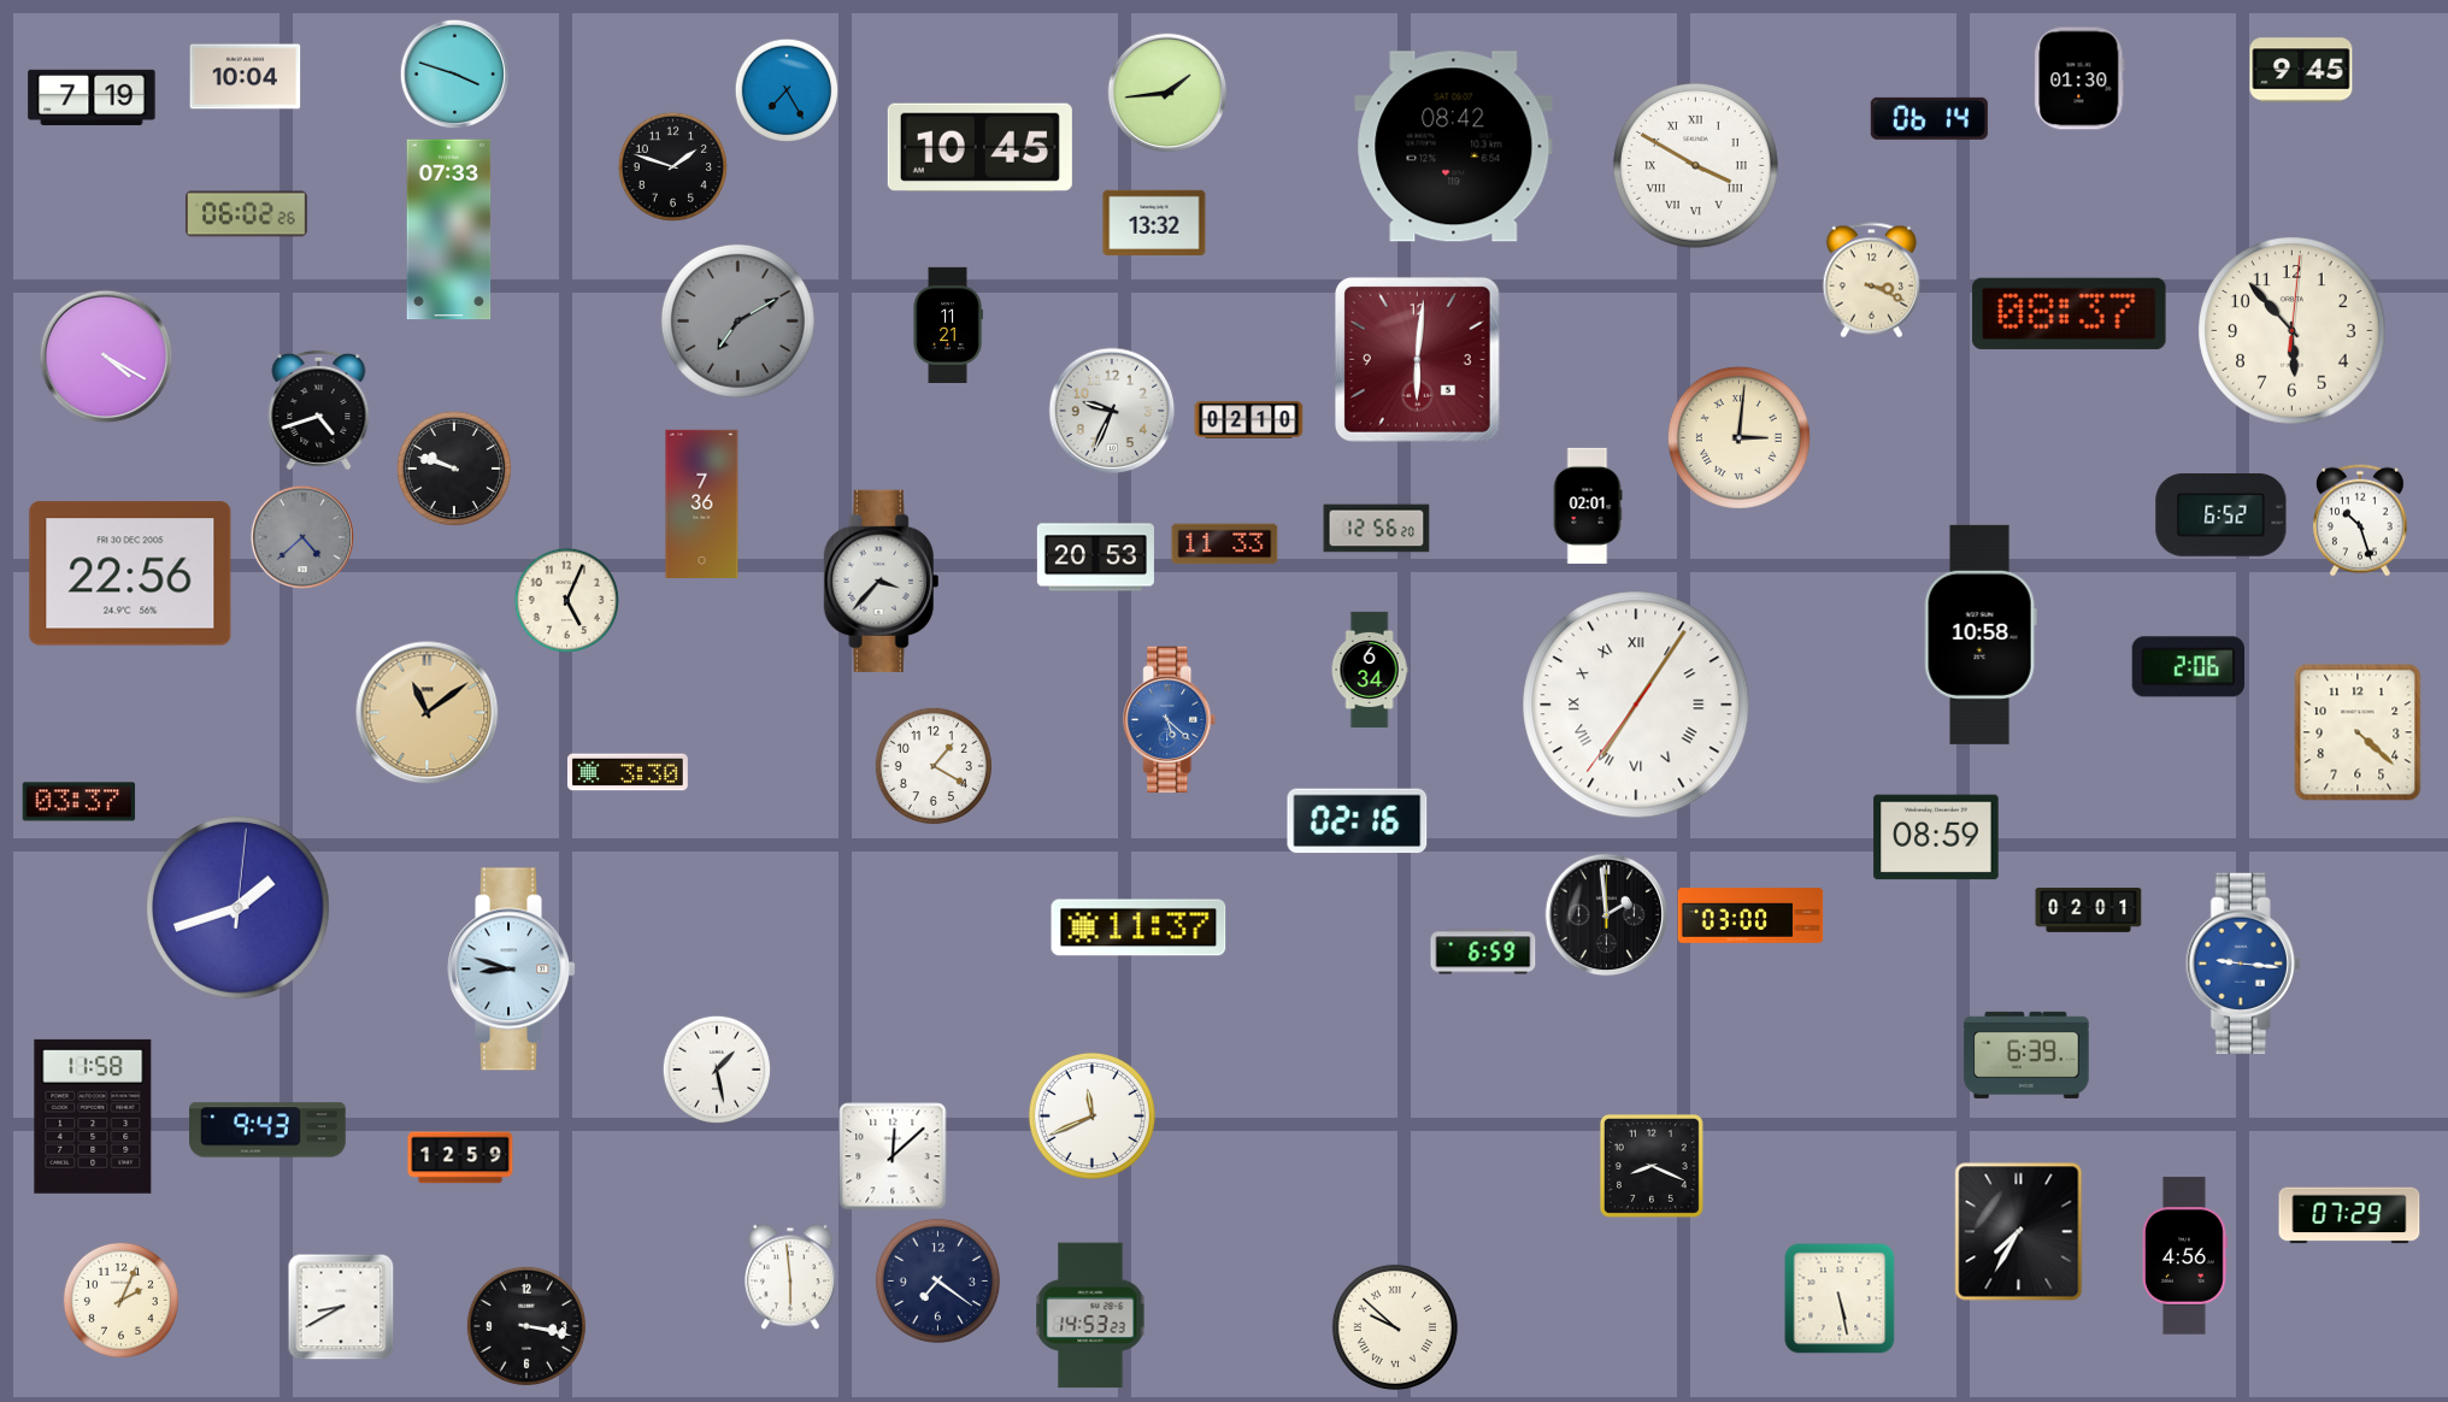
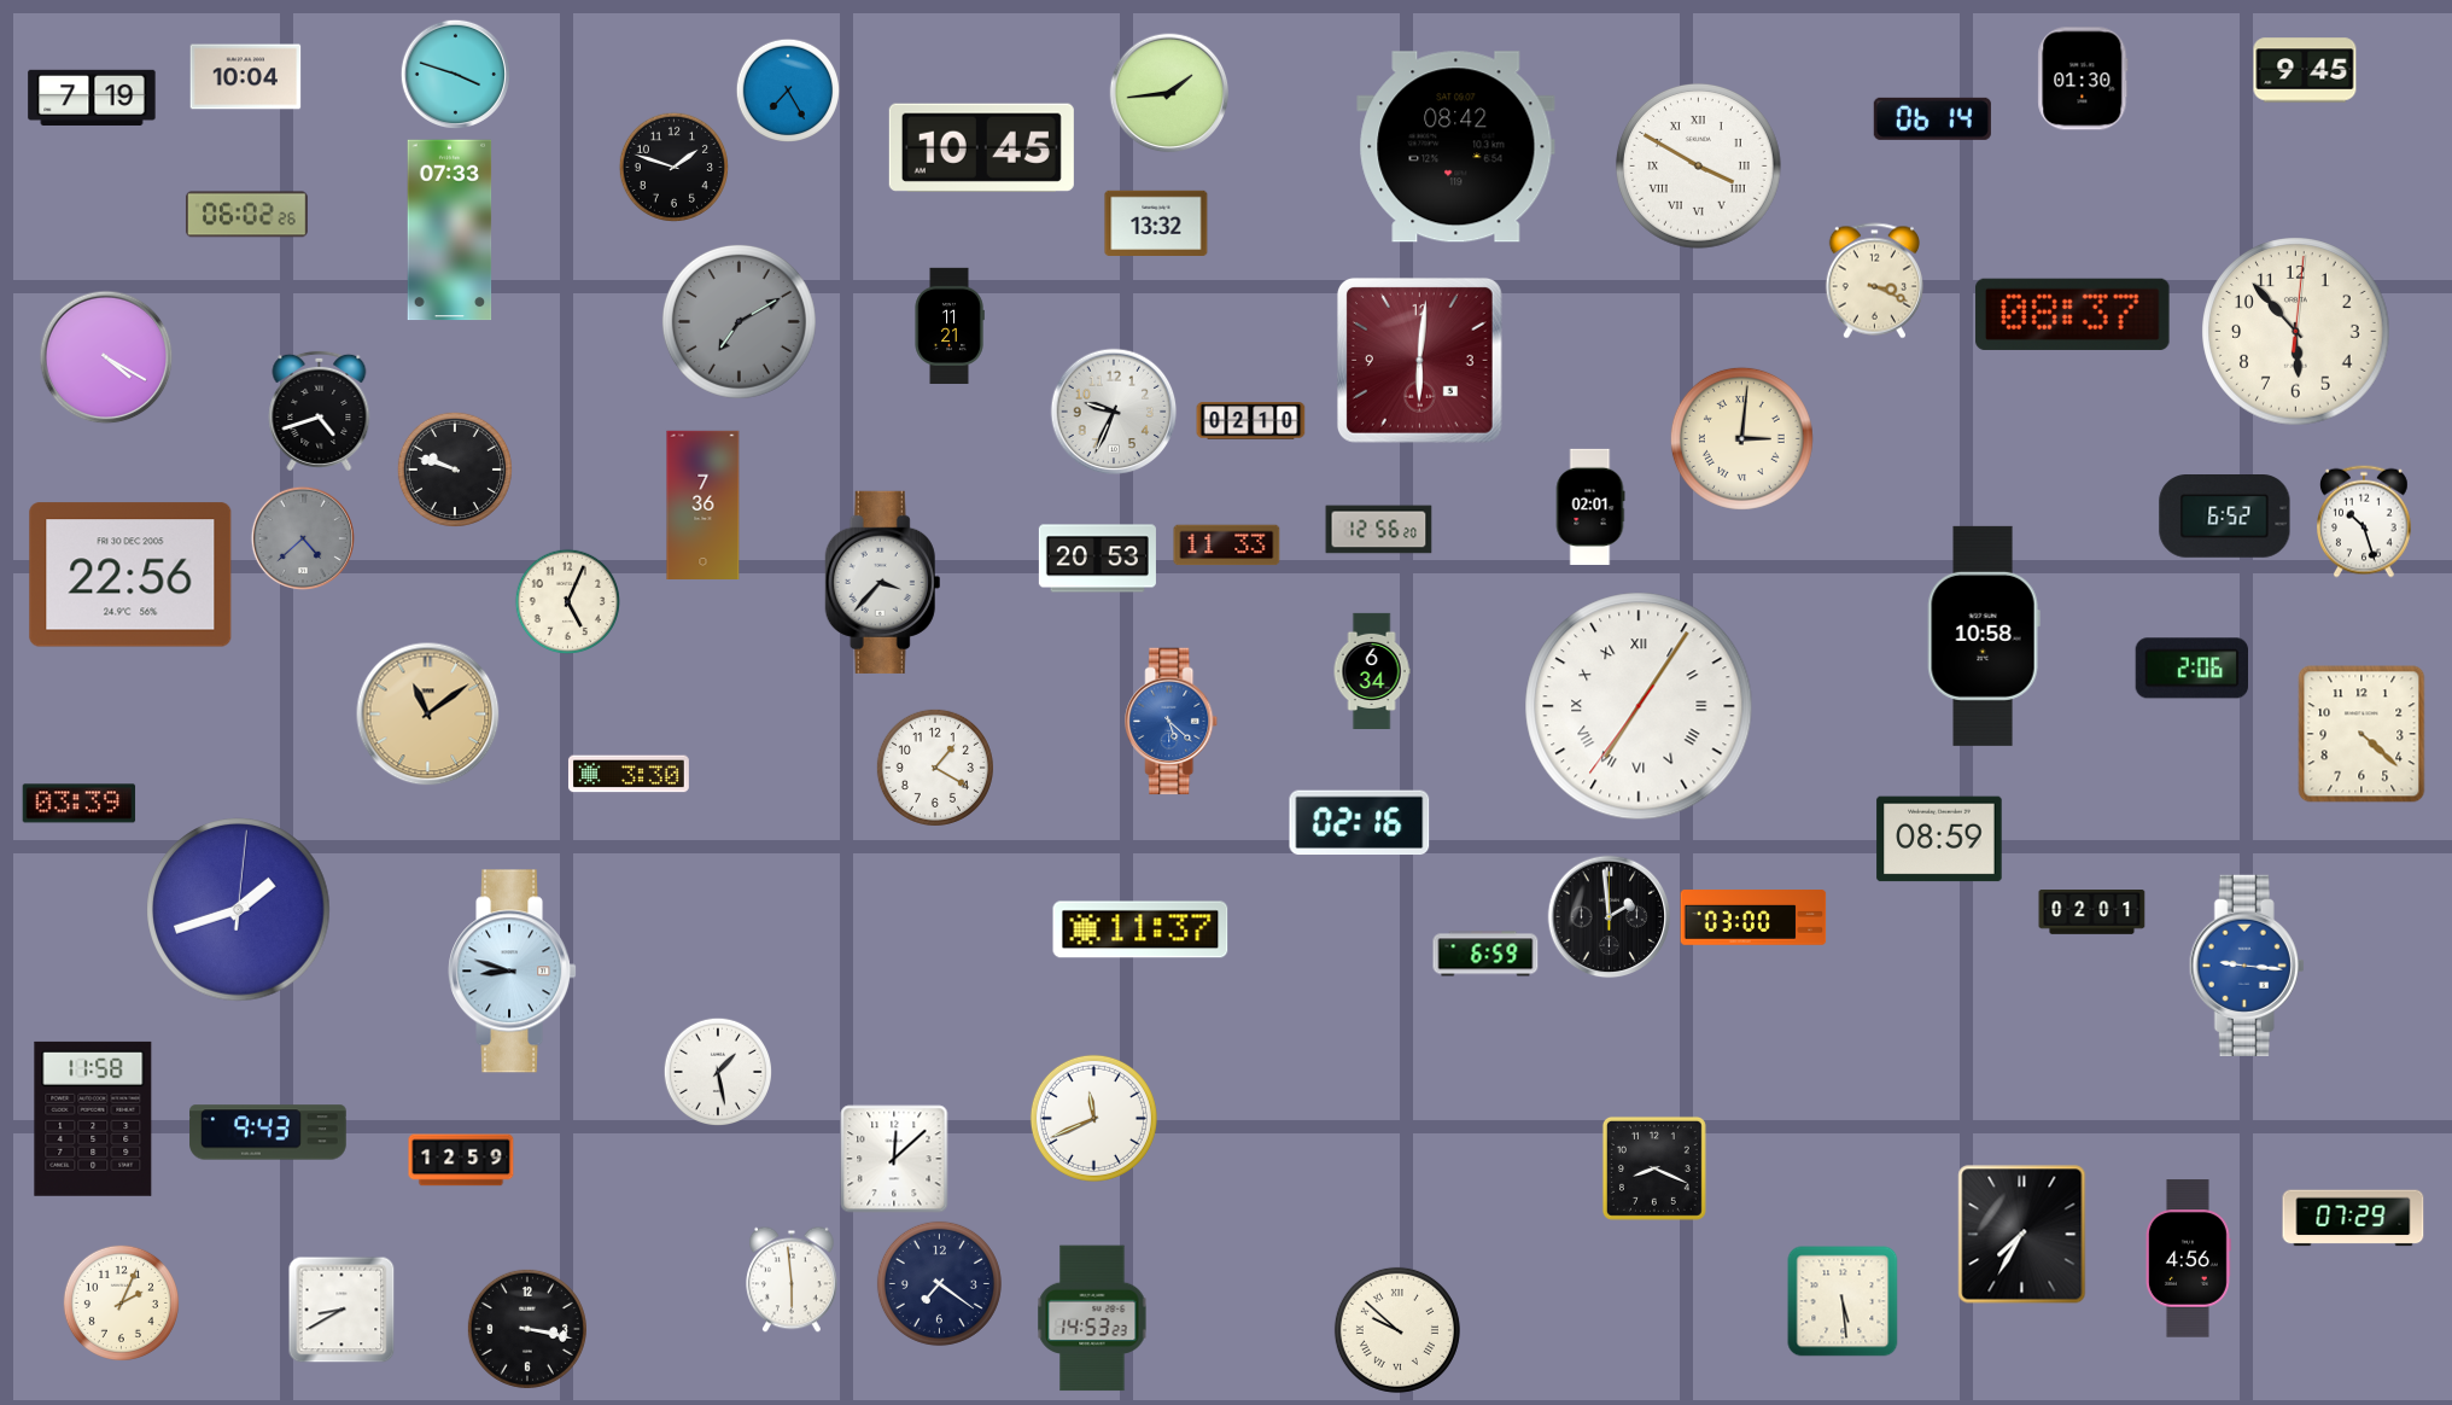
clock at (80, 802): 03:37 -> 03:39
clock at (2026, 1055): 6:39 -> none
clock at (1840, 1298): 5:28 -> 5:29
